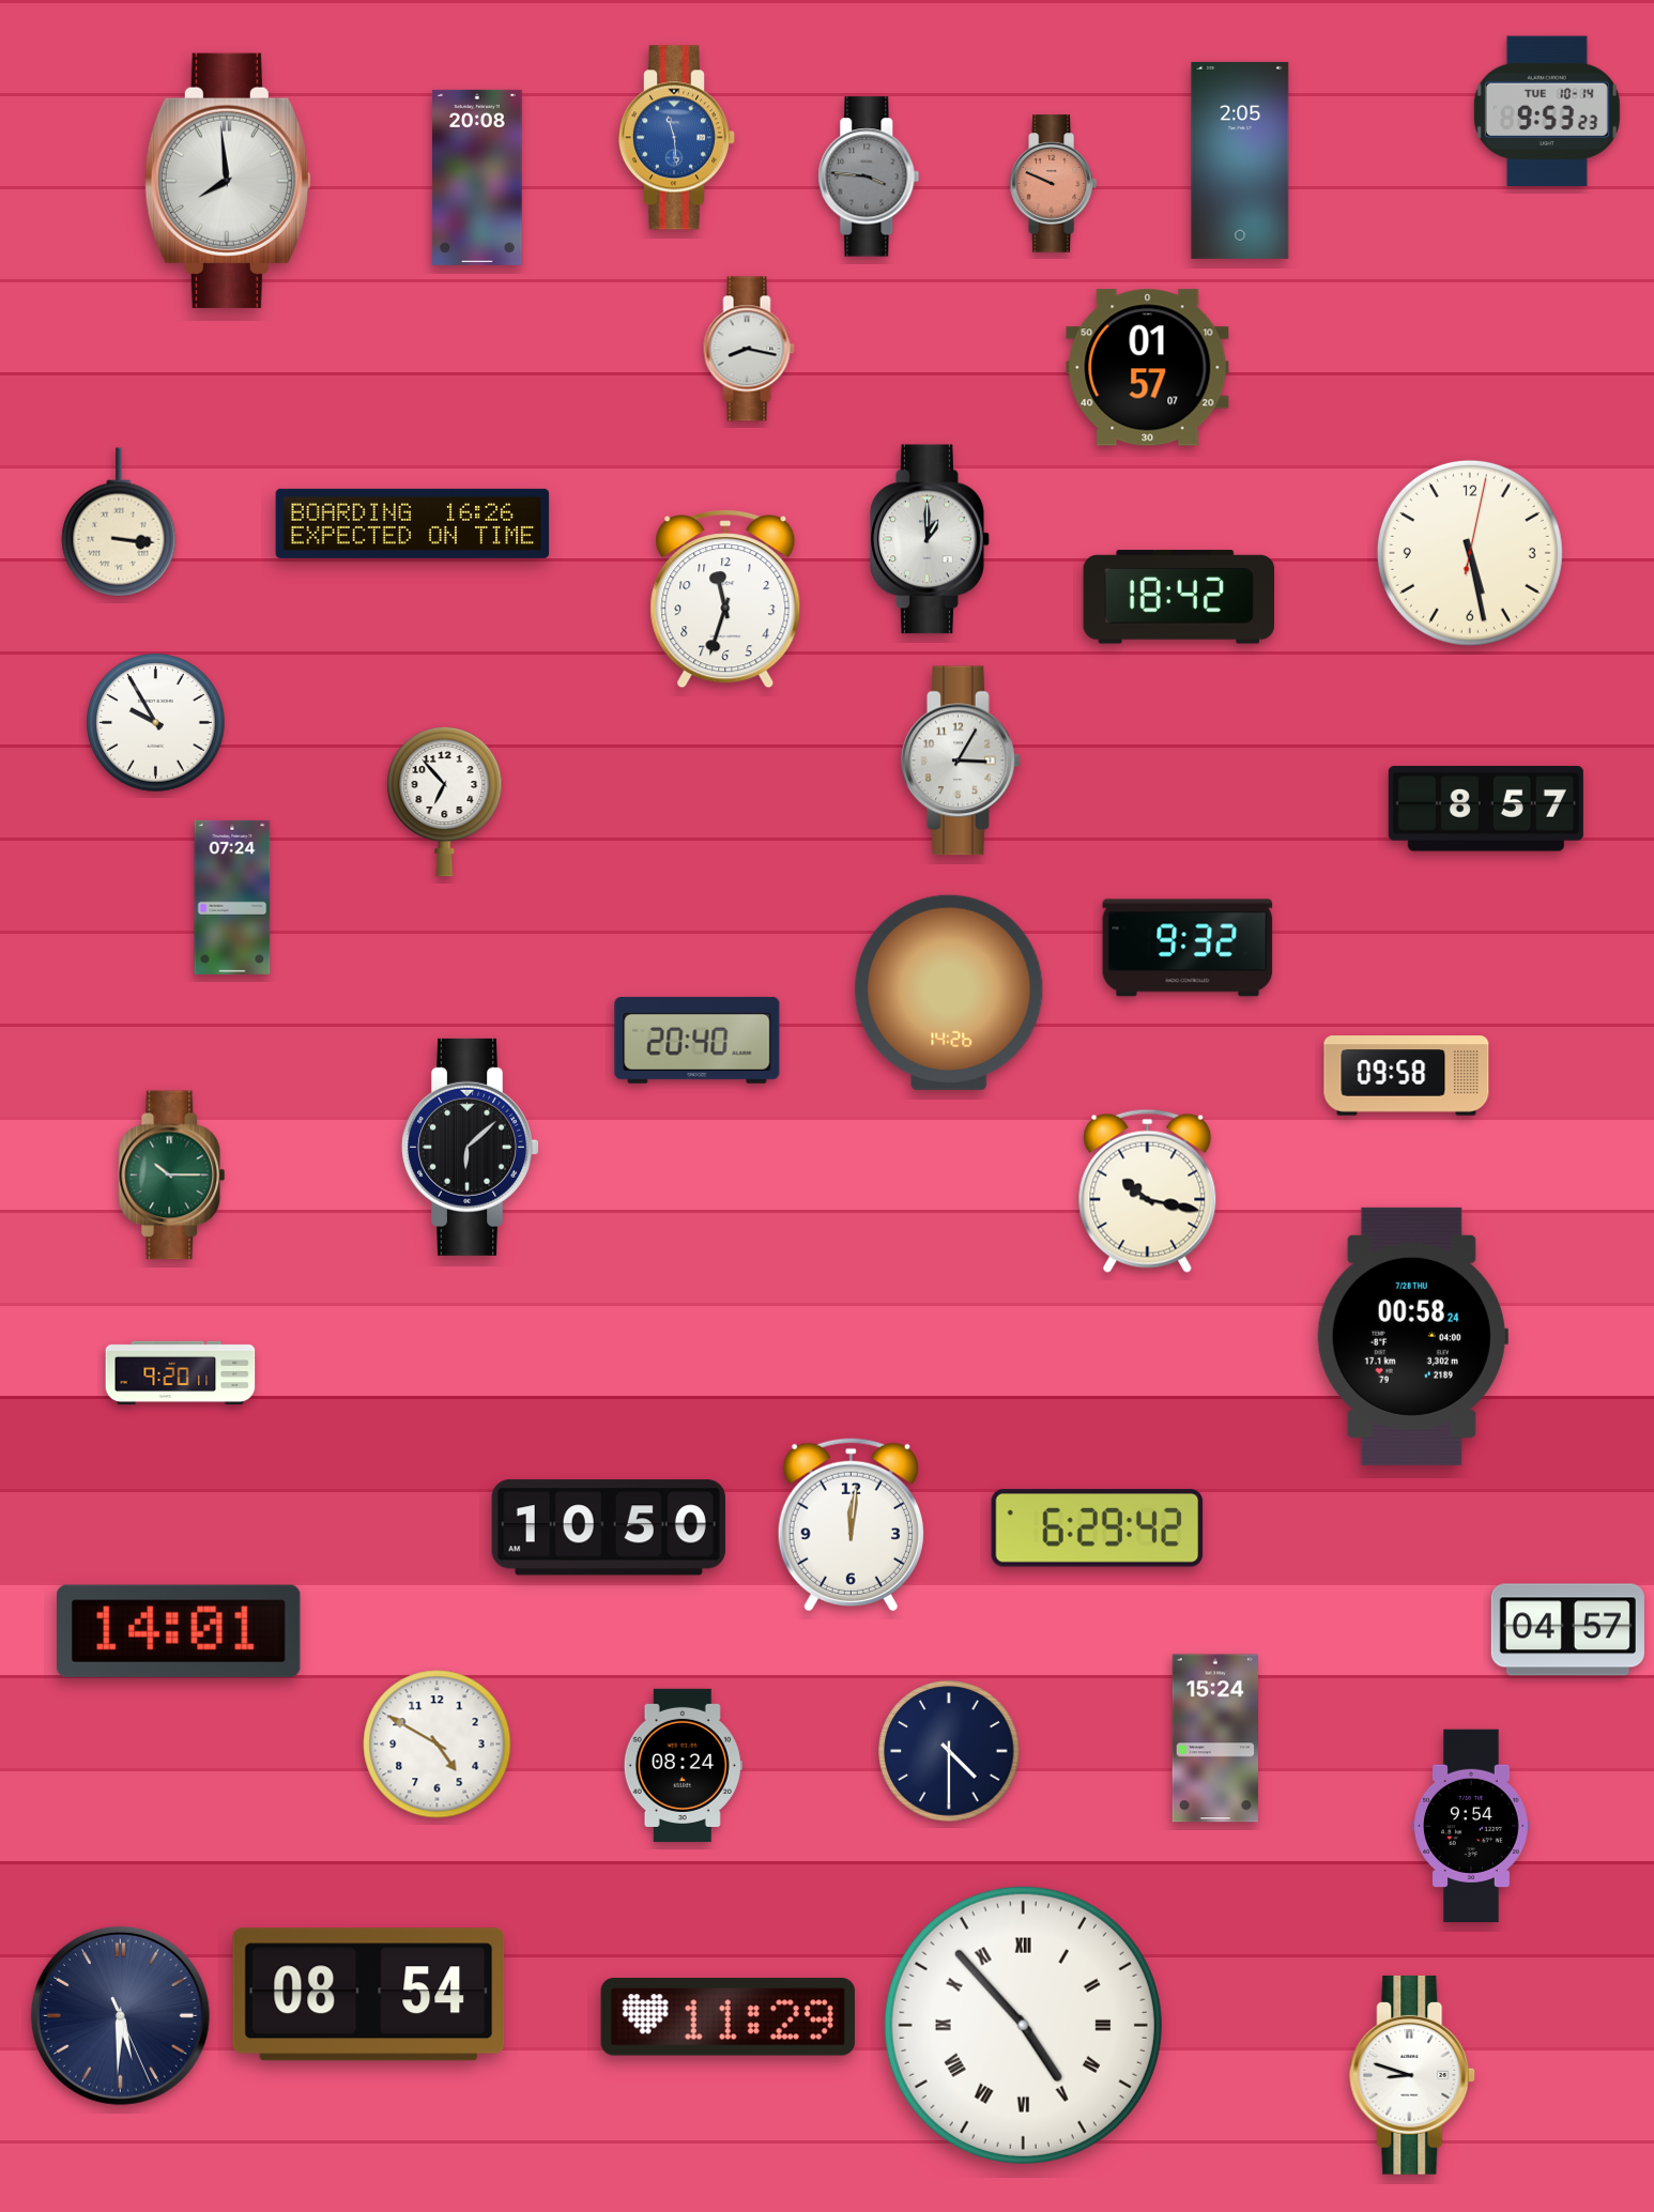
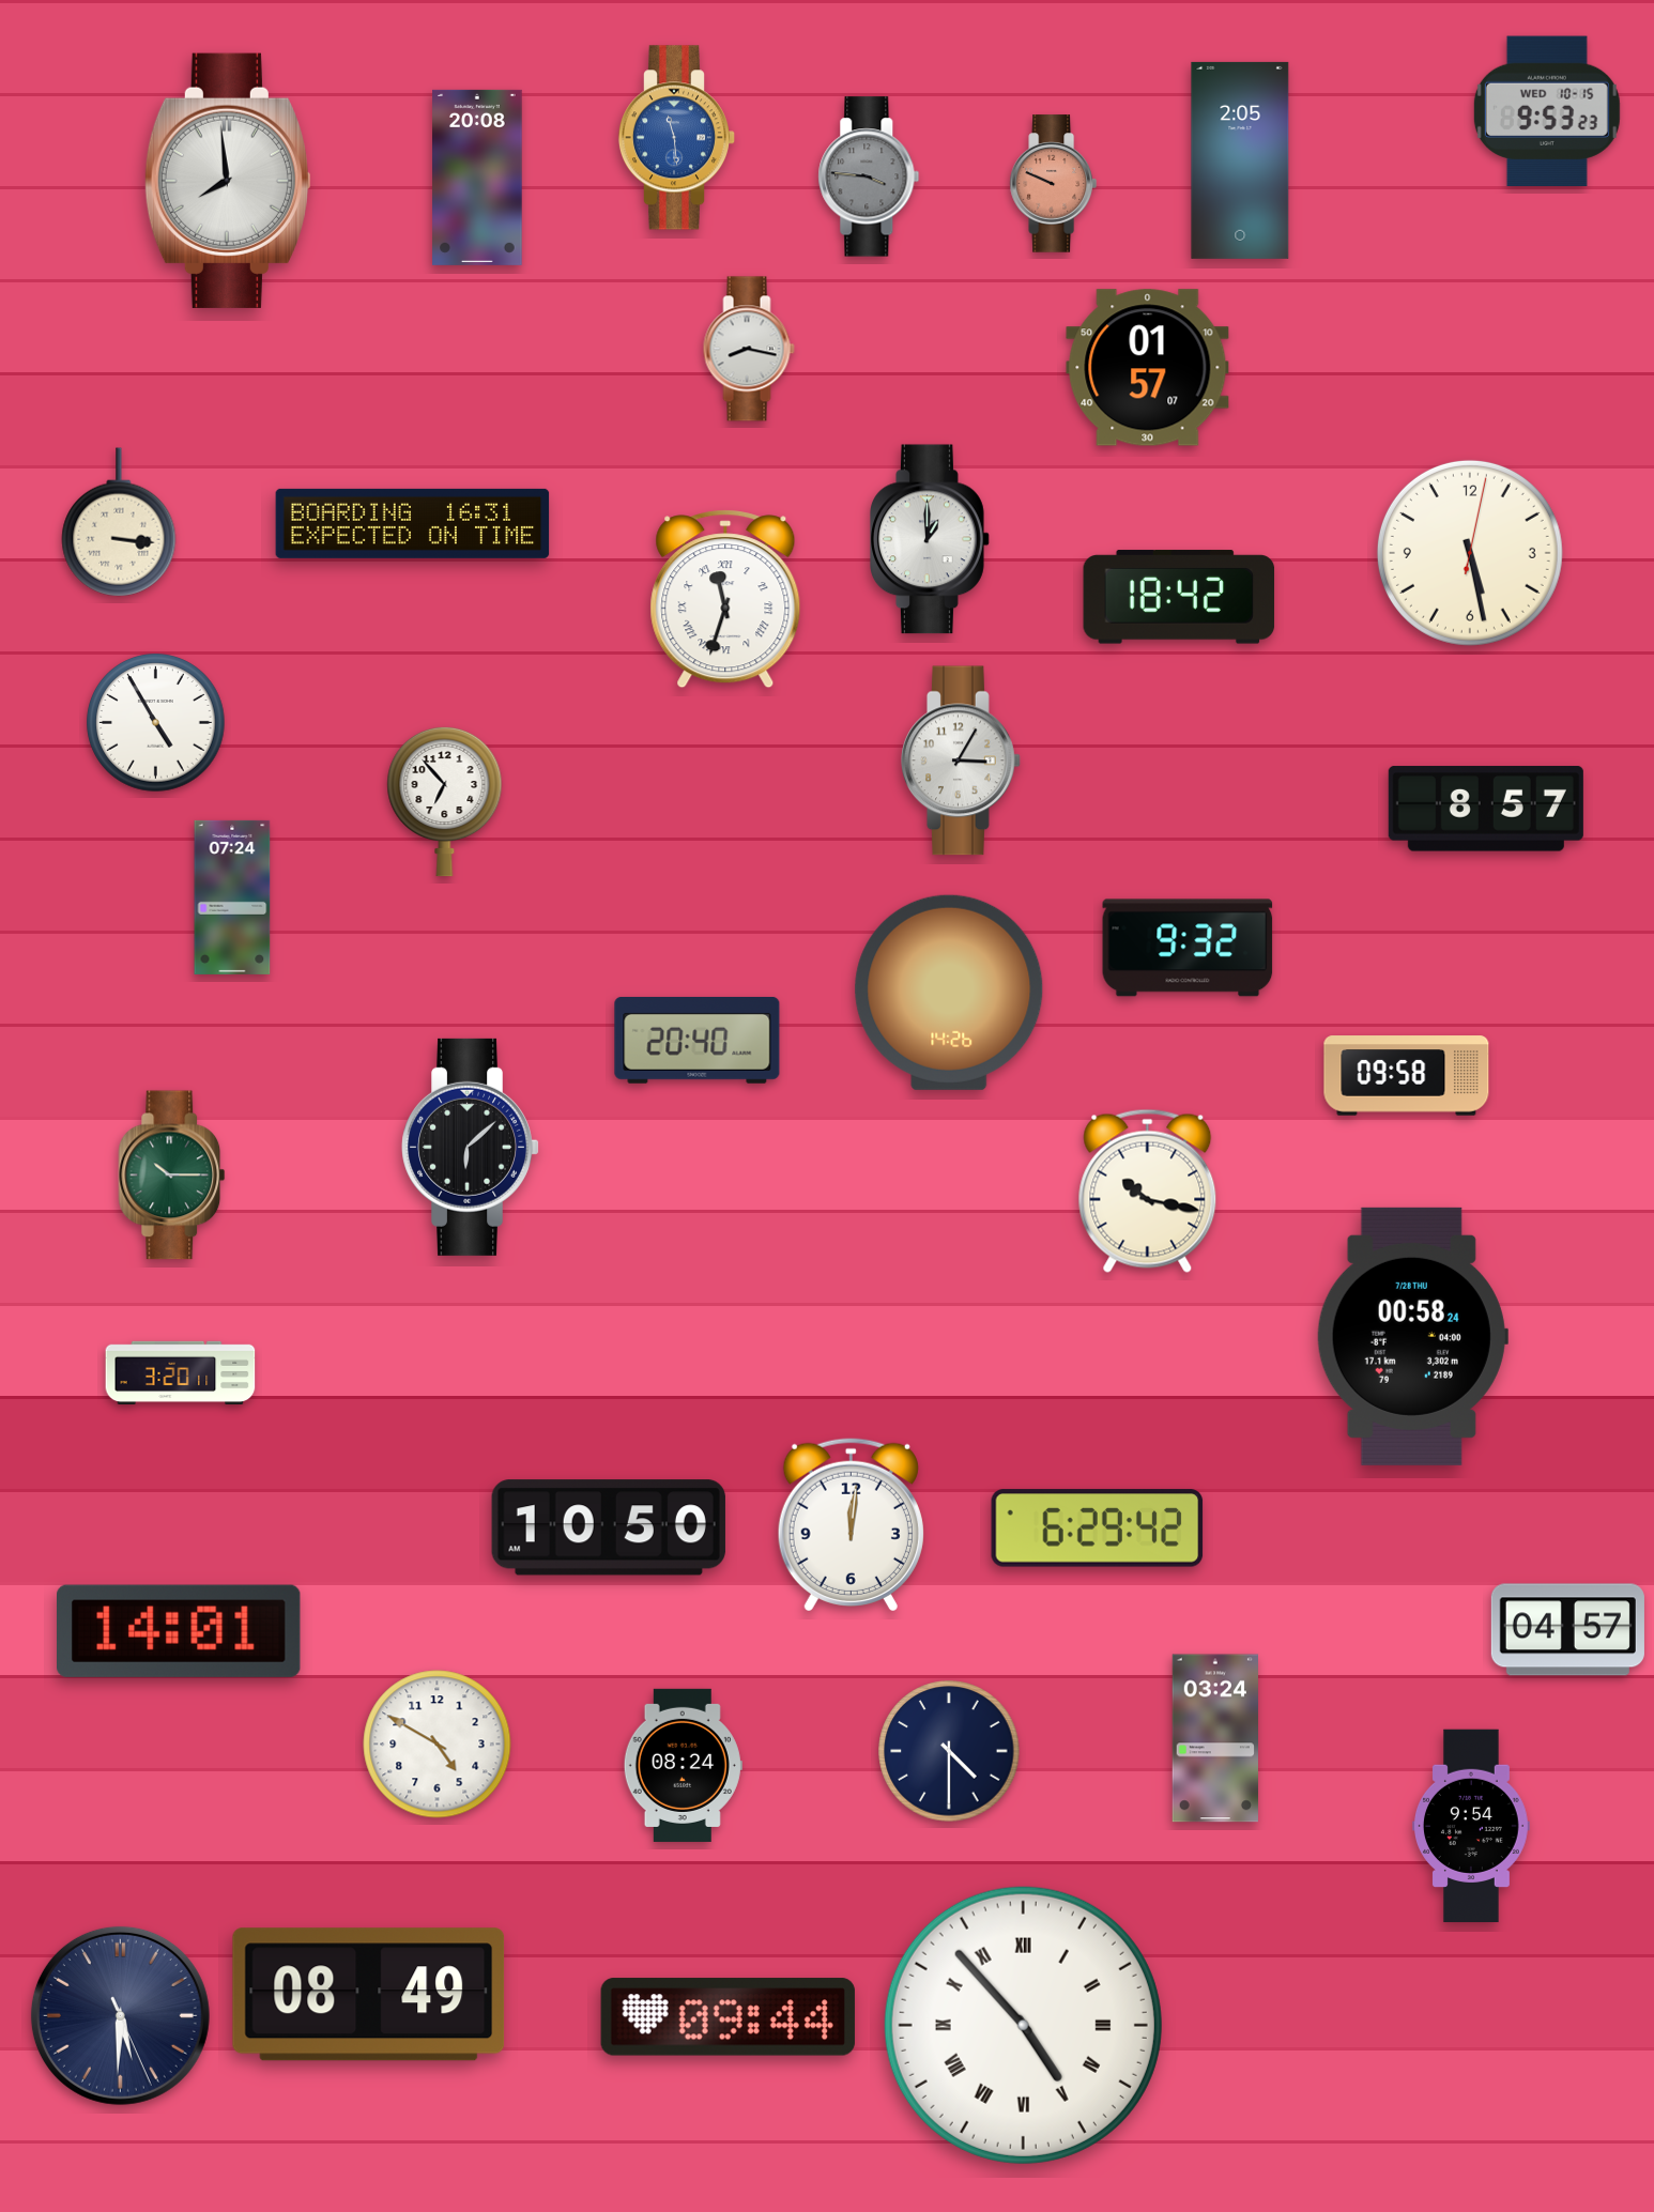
clock at (1547, 111) date: TUE 10-14 -> WED 10-15
clock at (413, 523): 16:26 -> 16:31
clock at (725, 599) numerals: Arabic -> Roman
clock at (156, 723): 9:55 -> 4:55
clock at (181, 1373): 9:20 -> 3:20
clock at (1214, 1738): 15:24 -> 03:24
clock at (369, 1995): 08:54 -> 08:49
clock at (728, 2017): 11:29 -> 09:44
clock at (1413, 2075): 8:48 -> none
